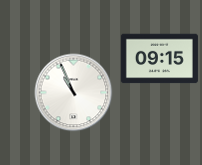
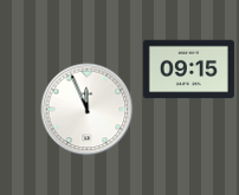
clock at (73, 92): 10:56 -> 11:56
